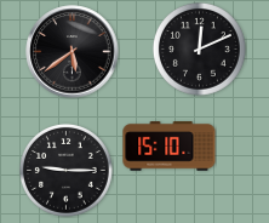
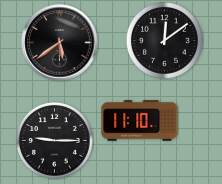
clock at (199, 48): 12:11 -> 12:09
clock at (170, 147): 15:10 -> 11:10
